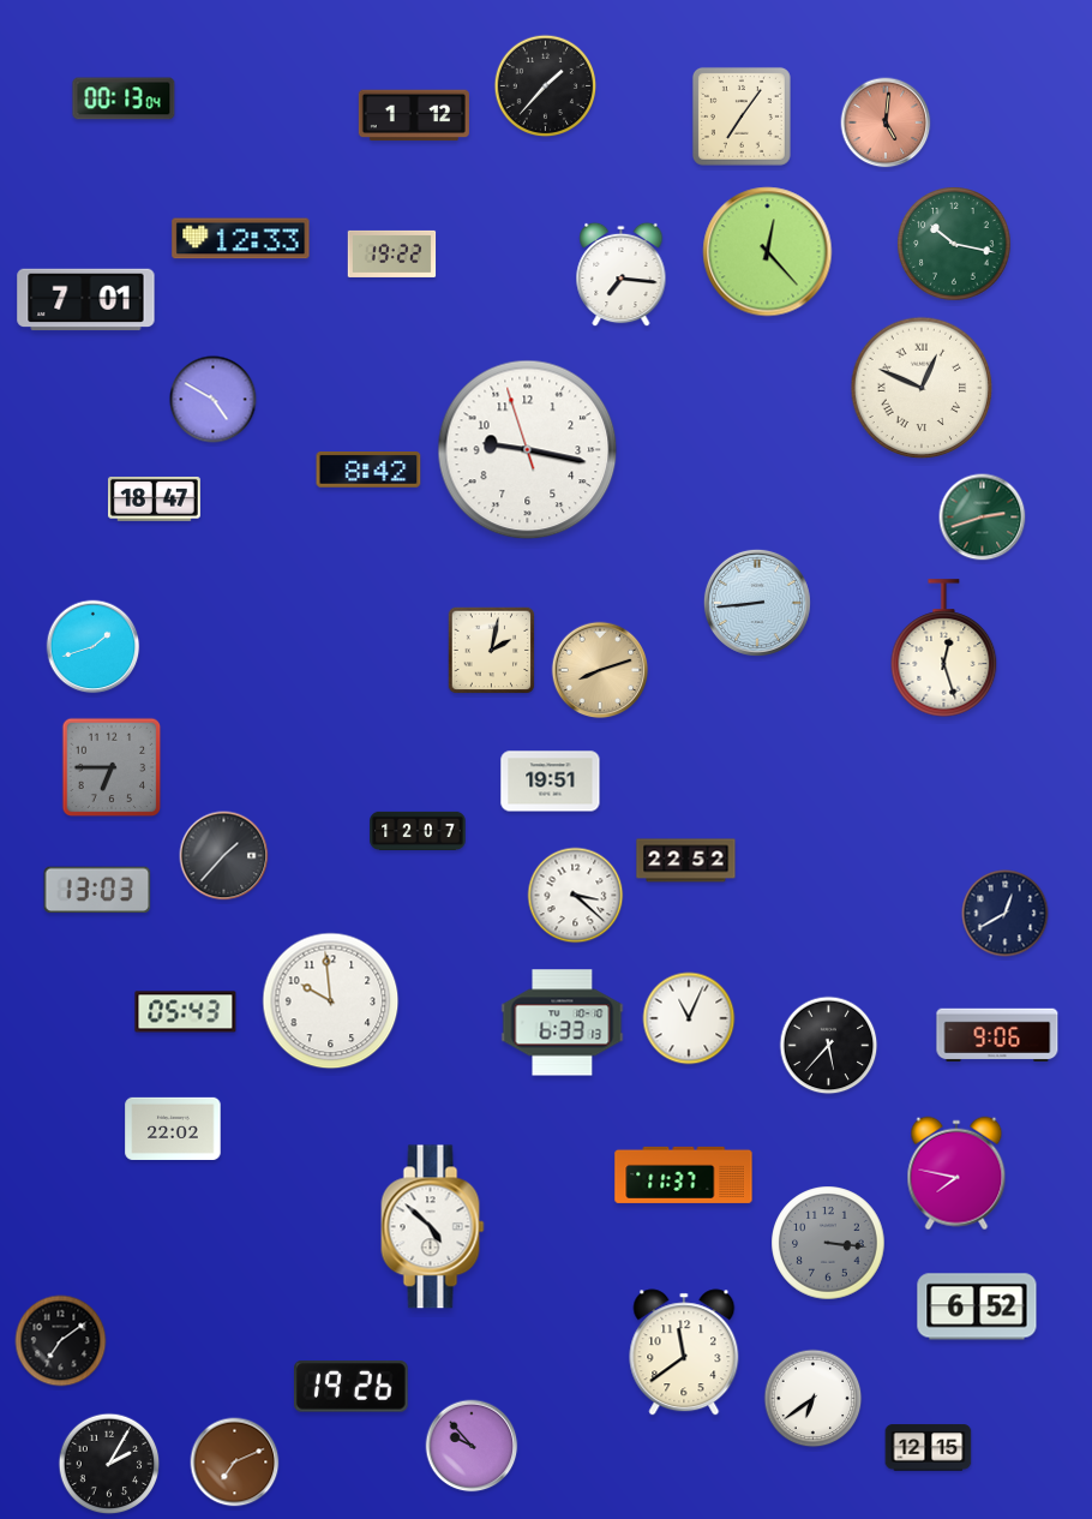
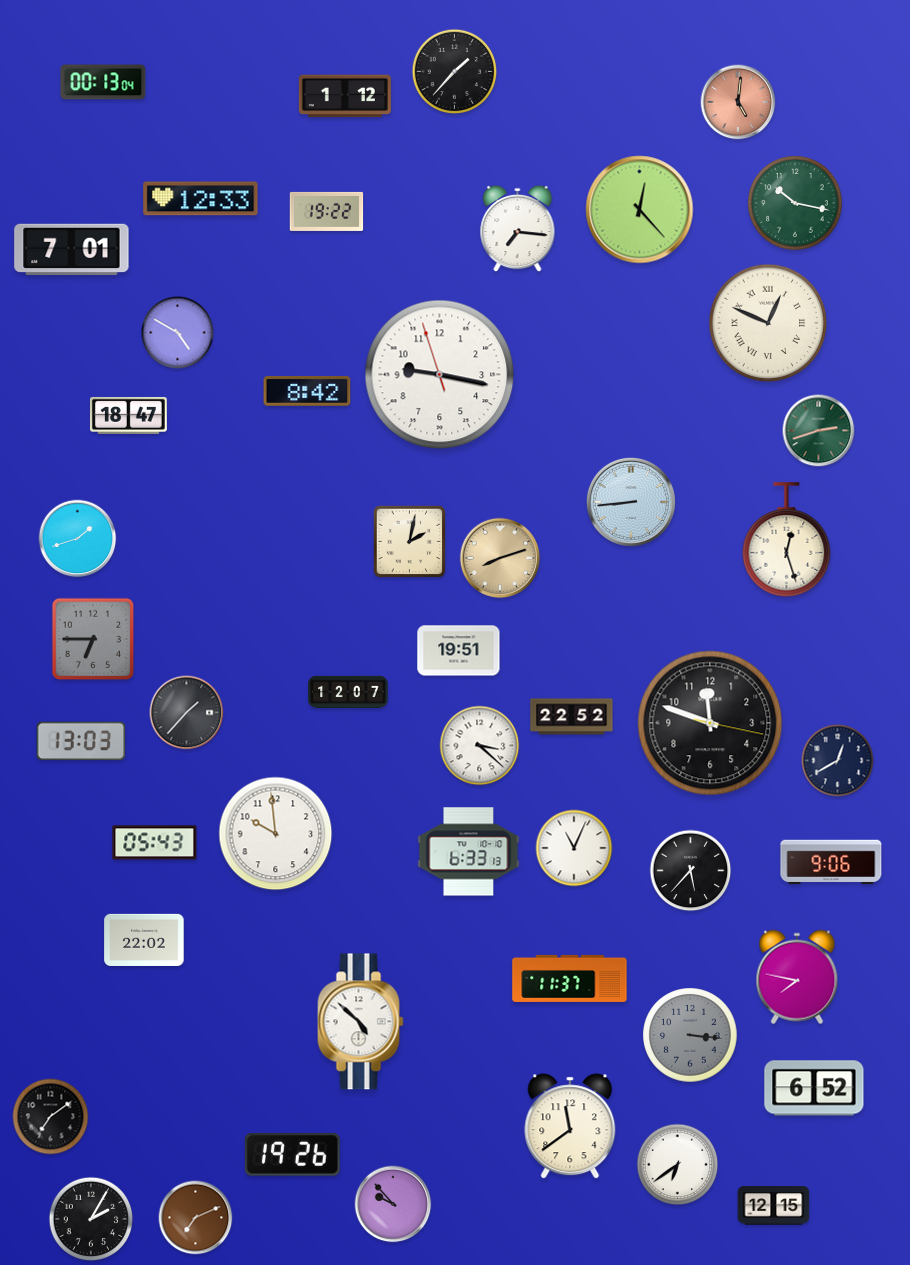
clock at (742, 116): 7:06 -> none
clock at (710, 723): none -> 11:48
